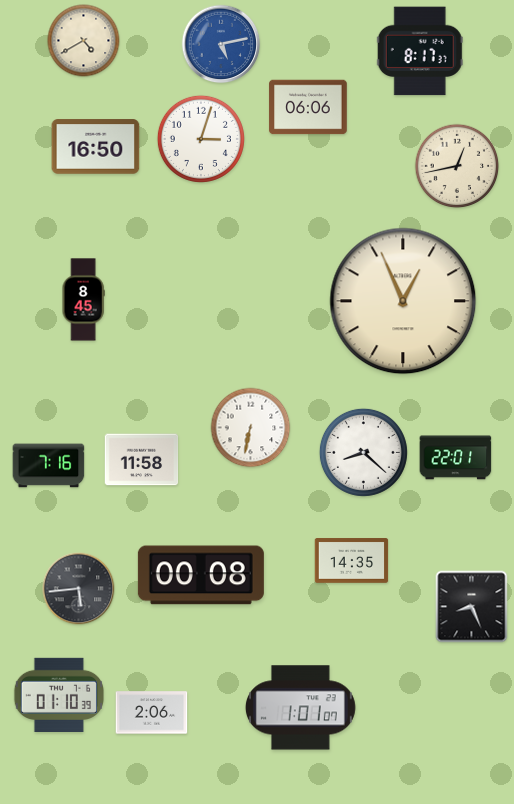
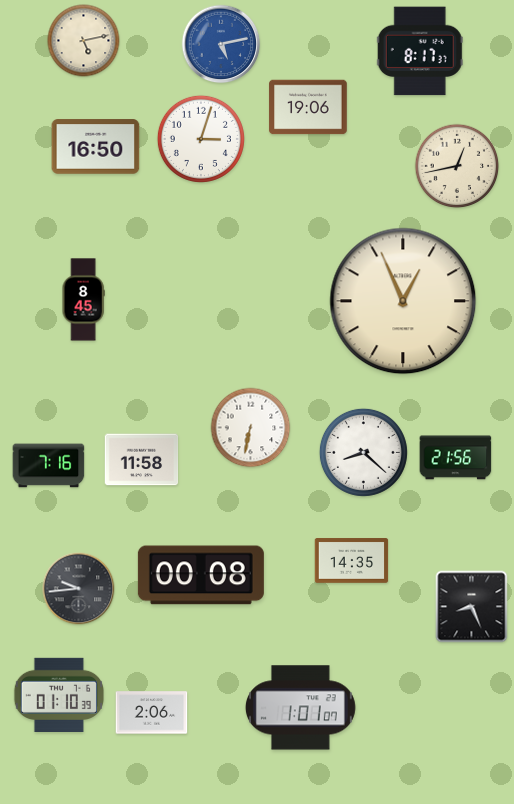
clock at (84, 41): 4:40 -> 5:13
clock at (308, 107): 06:06 -> 19:06
clock at (456, 458): 22:01 -> 21:56
clock at (79, 589): 5:44 -> 9:44
